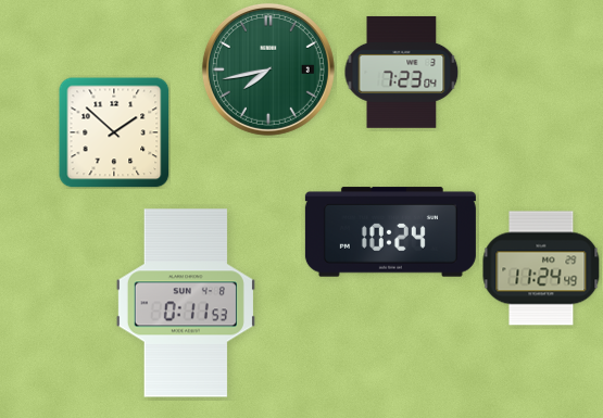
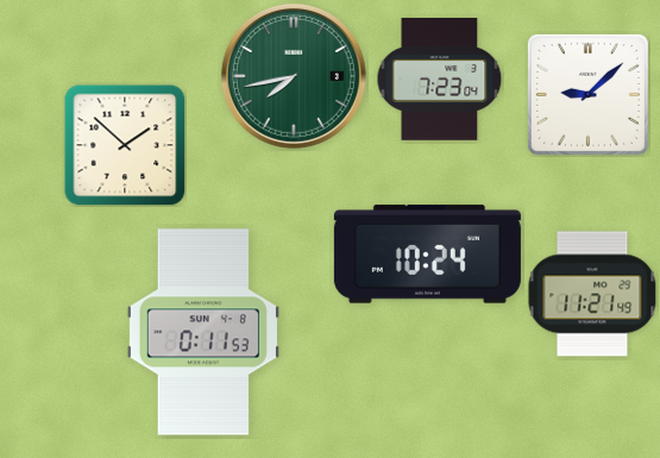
clock at (587, 94): none -> 9:08
clock at (541, 268): 11:24 -> 11:21
